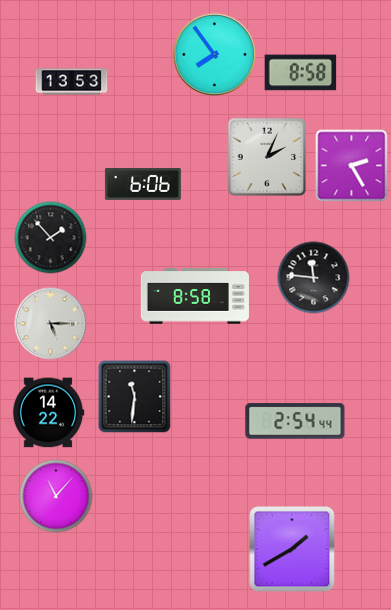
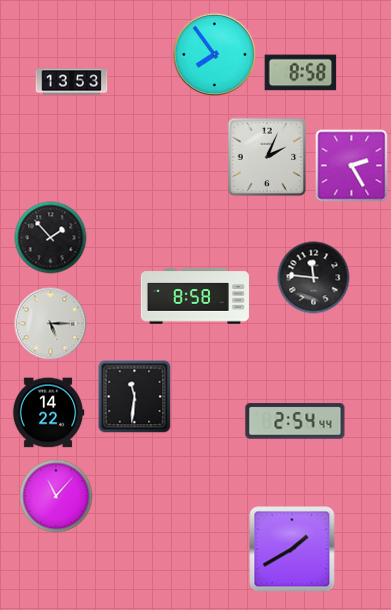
clock at (143, 184): 6:06 -> none
